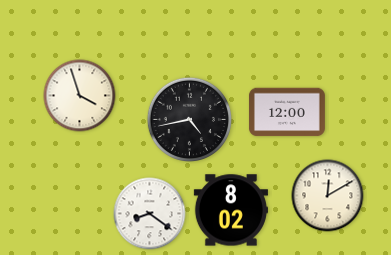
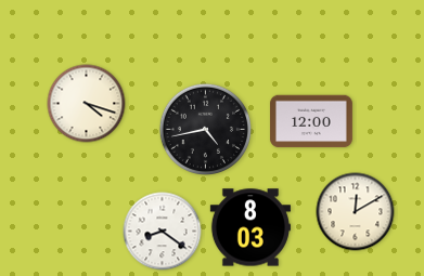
clock at (80, 96): 3:57 -> 4:18
clock at (231, 210): 8:02 -> 8:03
